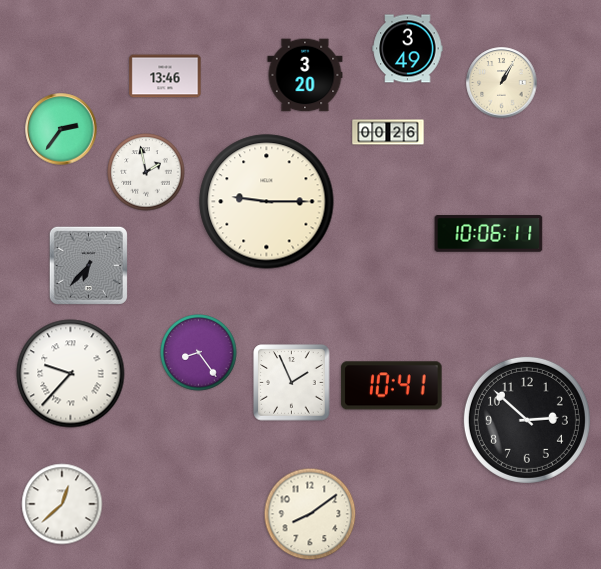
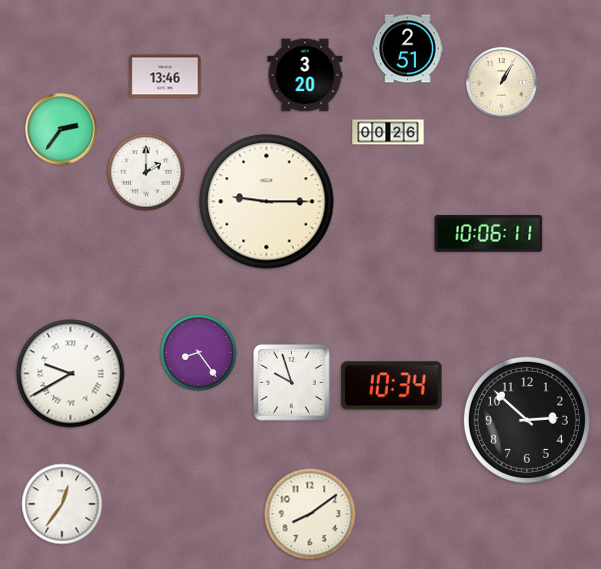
clock at (408, 49): 3:49 -> 2:51
clock at (146, 172): 1:58 -> 2:00
clock at (88, 265): 6:37 -> none
clock at (71, 374): 9:37 -> 9:40
clock at (292, 383): 1:56 -> 9:57
clock at (392, 386): 10:41 -> 10:34
clock at (62, 504): 12:38 -> 12:36
